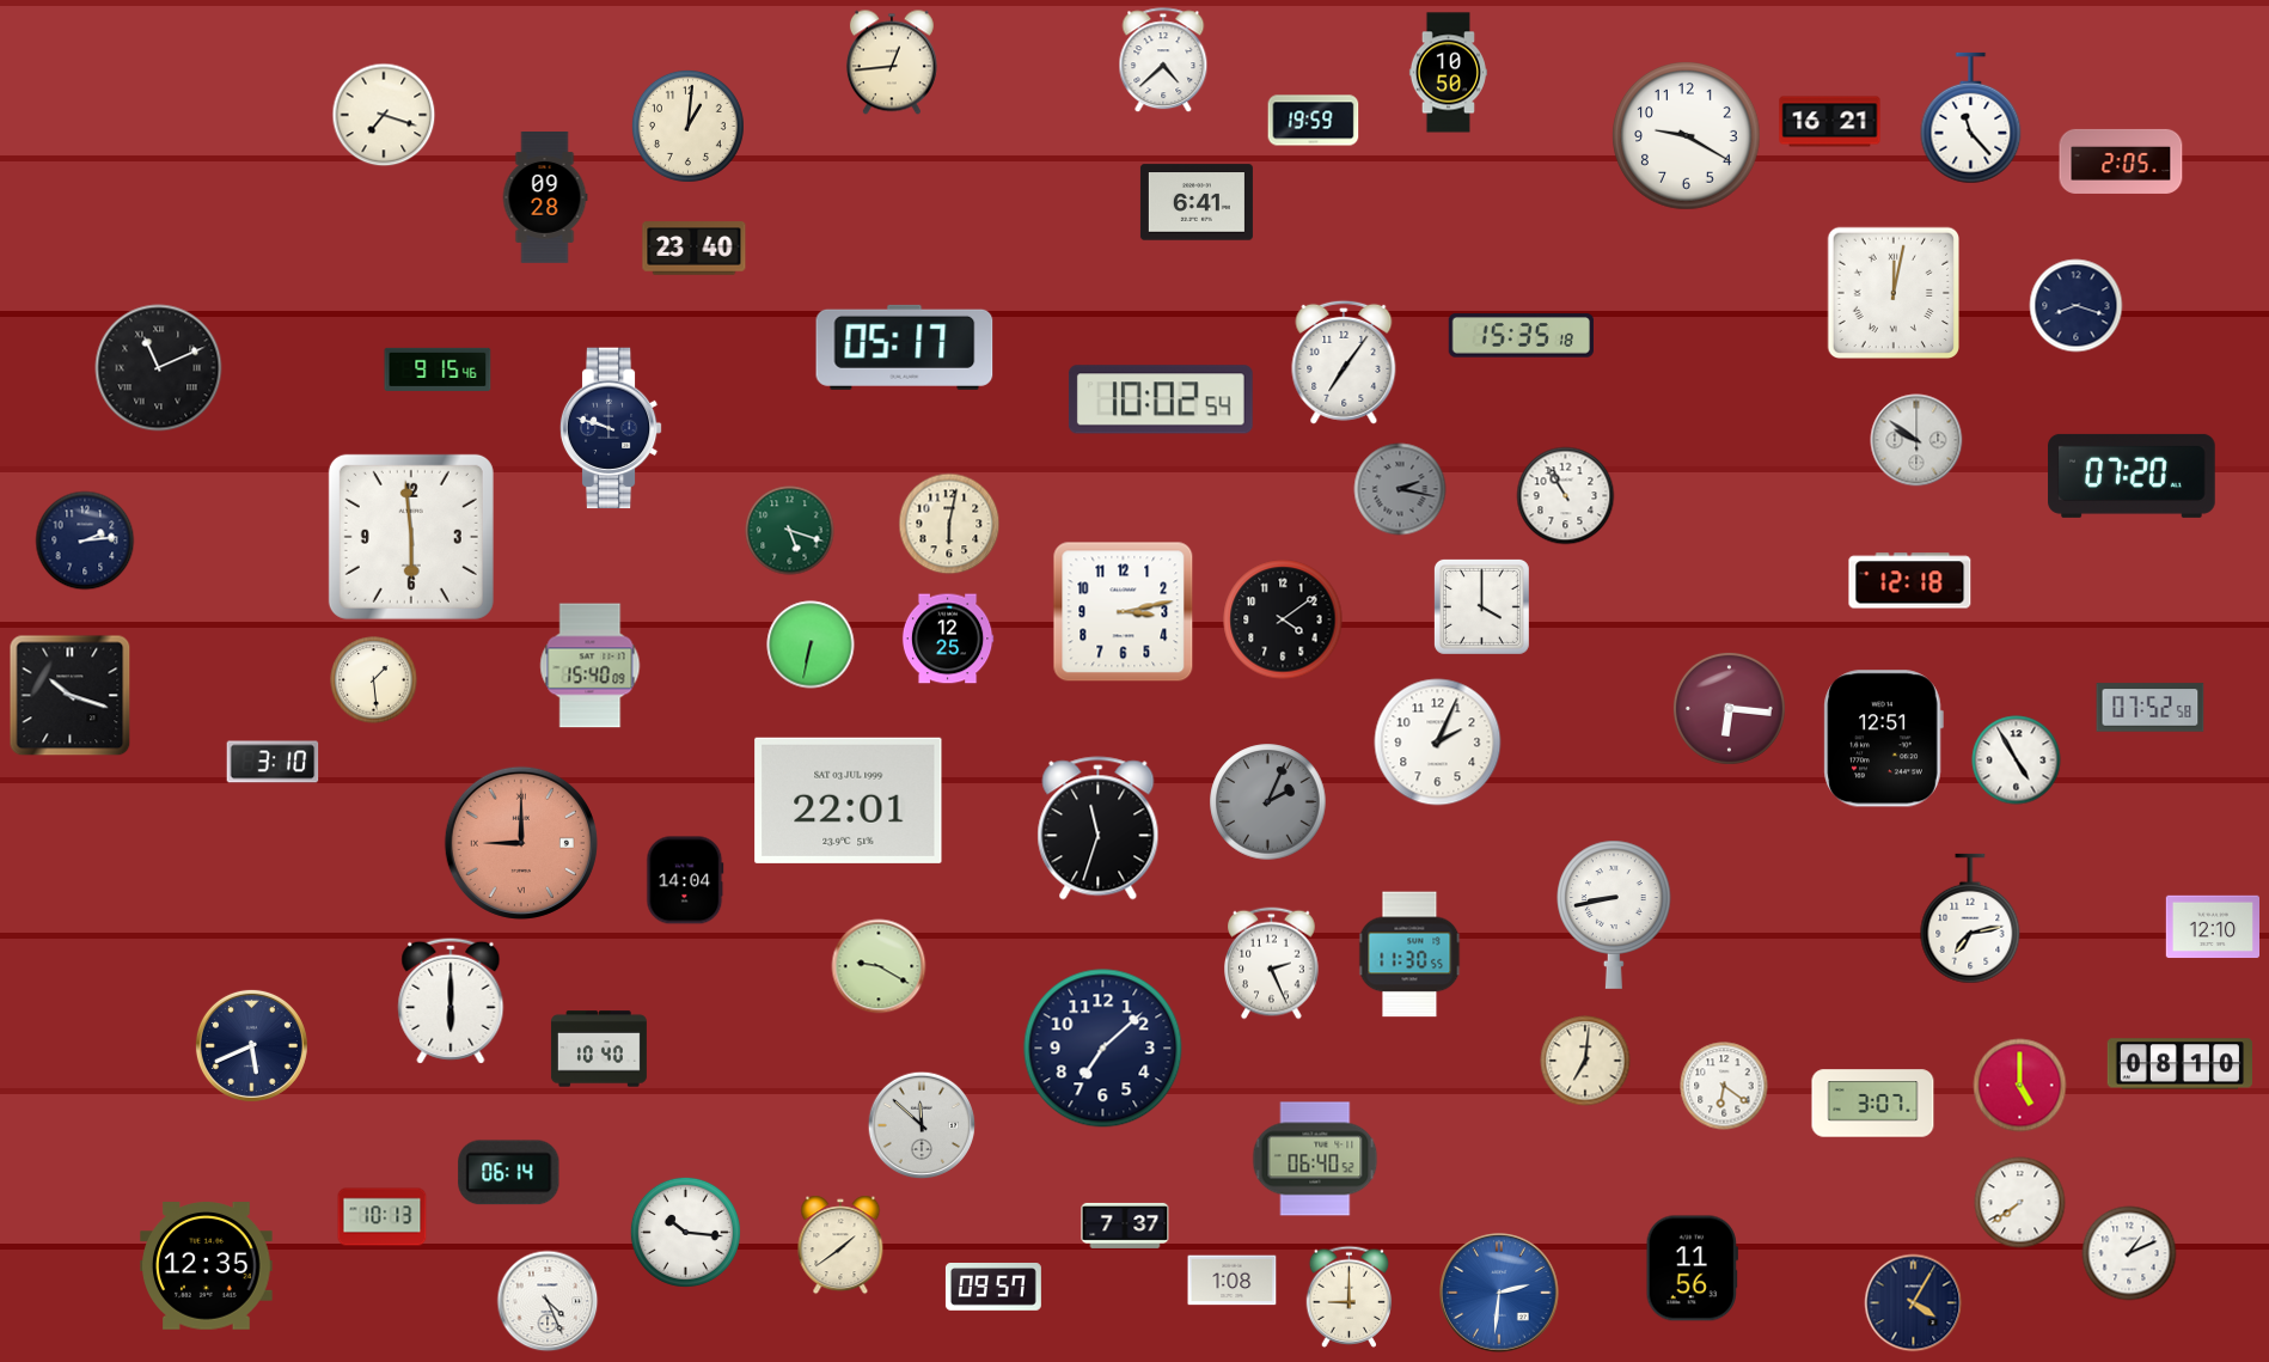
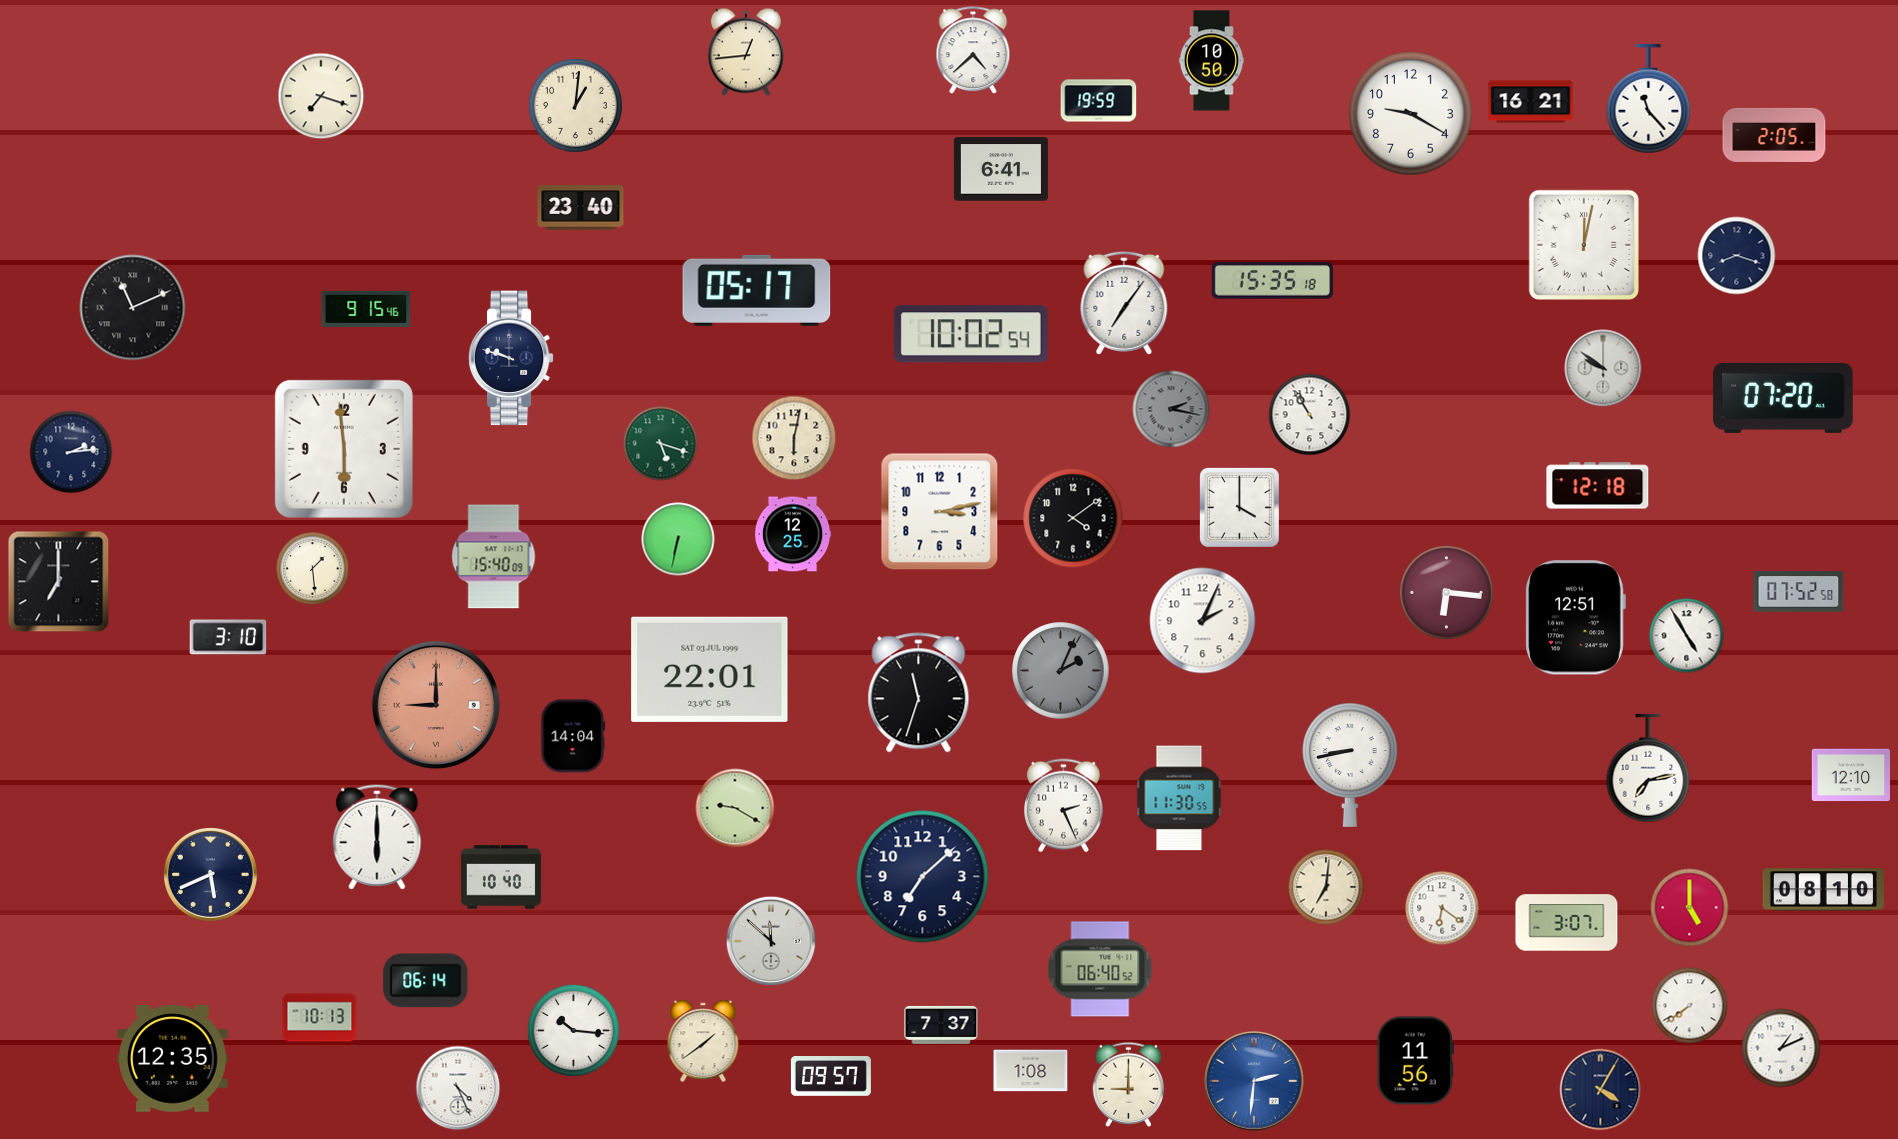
clock at (545, 199): 09:28 -> none
clock at (71, 696): 10:18 -> 7:00
